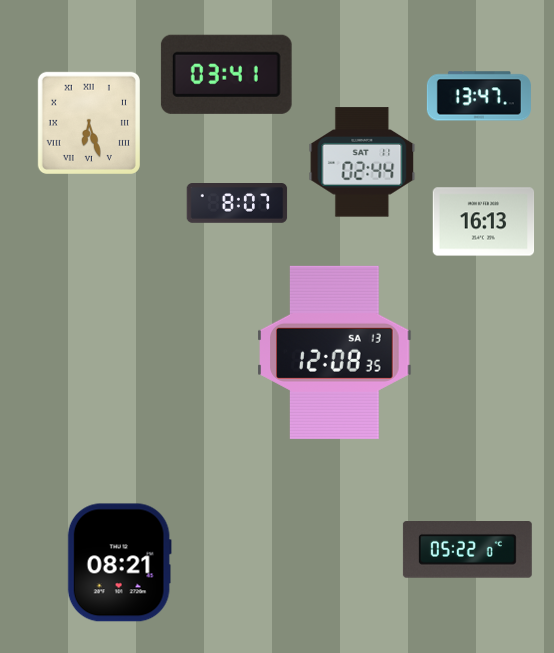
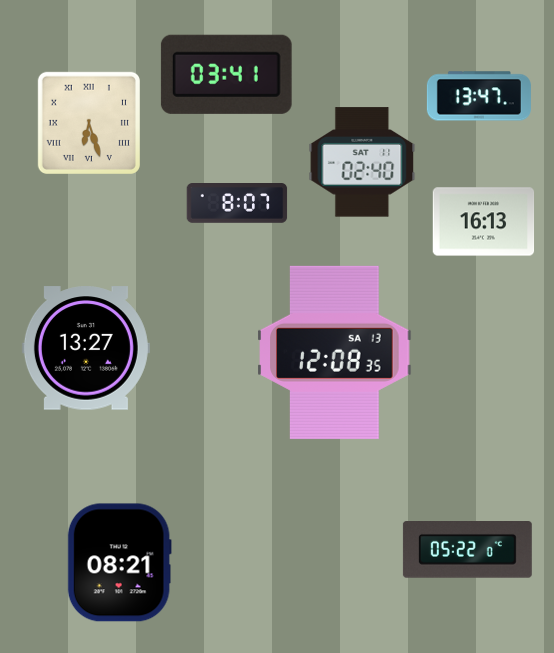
clock at (362, 162): 02:44 -> 02:40
clock at (86, 348): none -> 13:27
